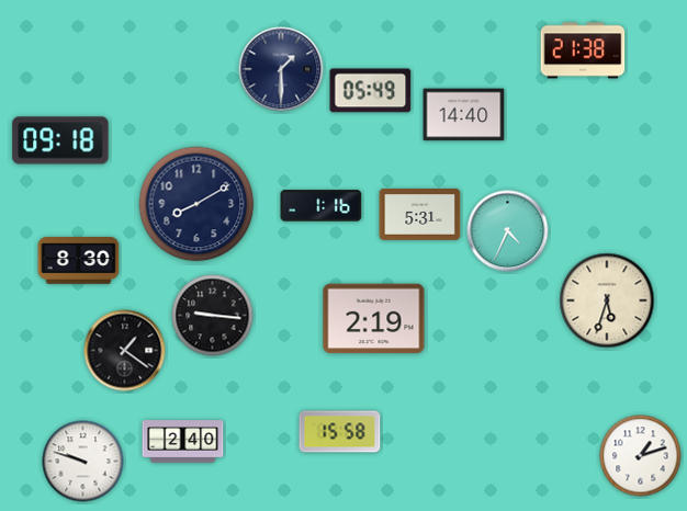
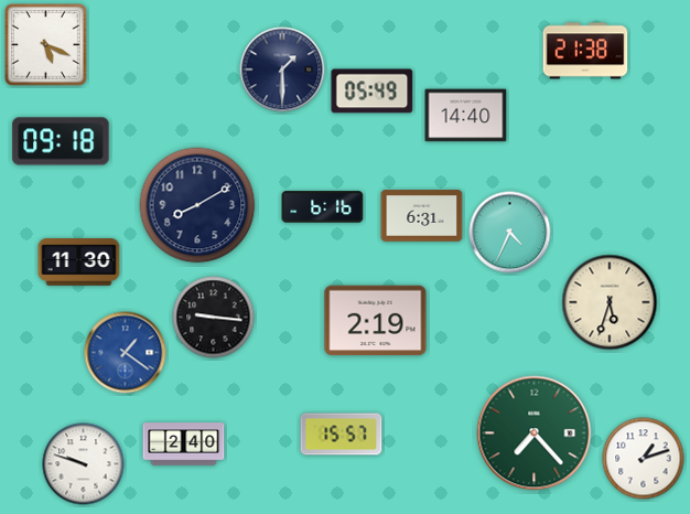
clock at (46, 45): none -> 5:19
clock at (322, 206): 1:16 -> 6:16
clock at (420, 215): 5:31 -> 6:31
clock at (79, 261): 8:30 -> 11:30
clock at (125, 351) dial: black -> blue
clock at (535, 433): none -> 7:23
clock at (340, 432): 15:58 -> 15:57
